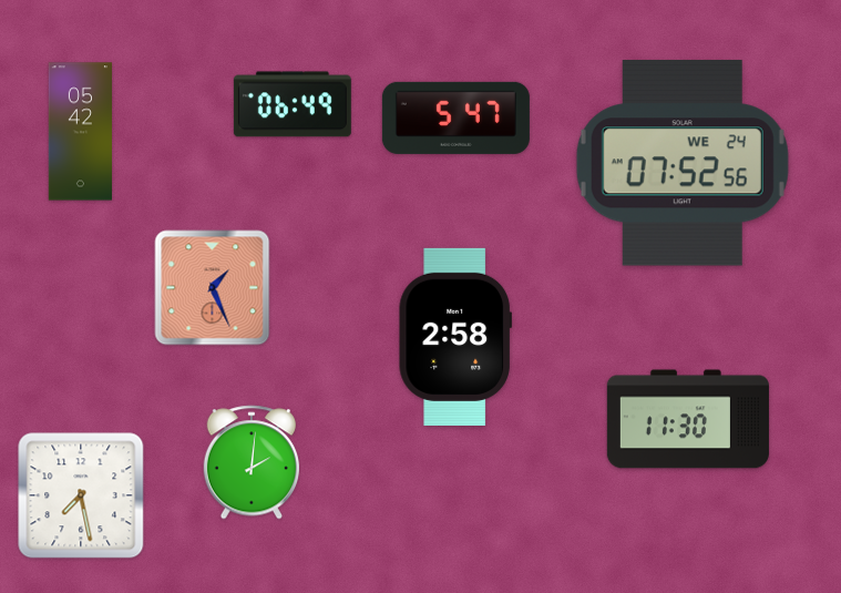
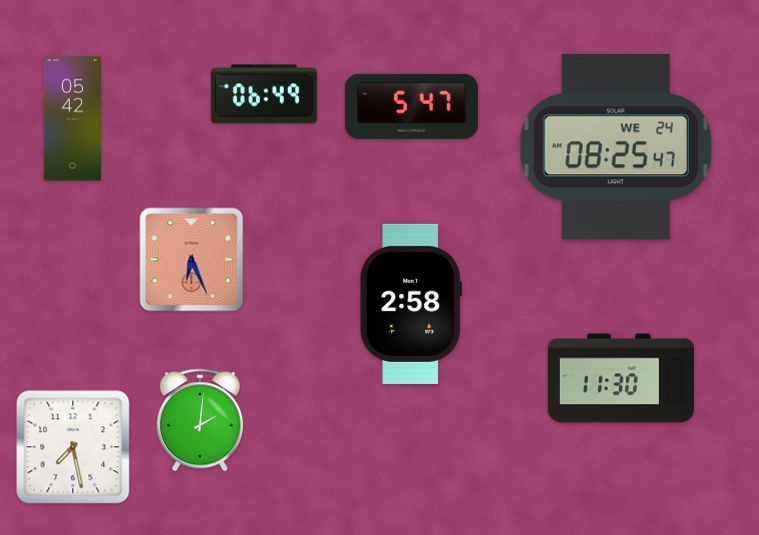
clock at (683, 163): 07:52 -> 08:25
clock at (213, 288): 1:26 -> 6:26
clock at (250, 462) position: (250, 462) -> (199, 420)
